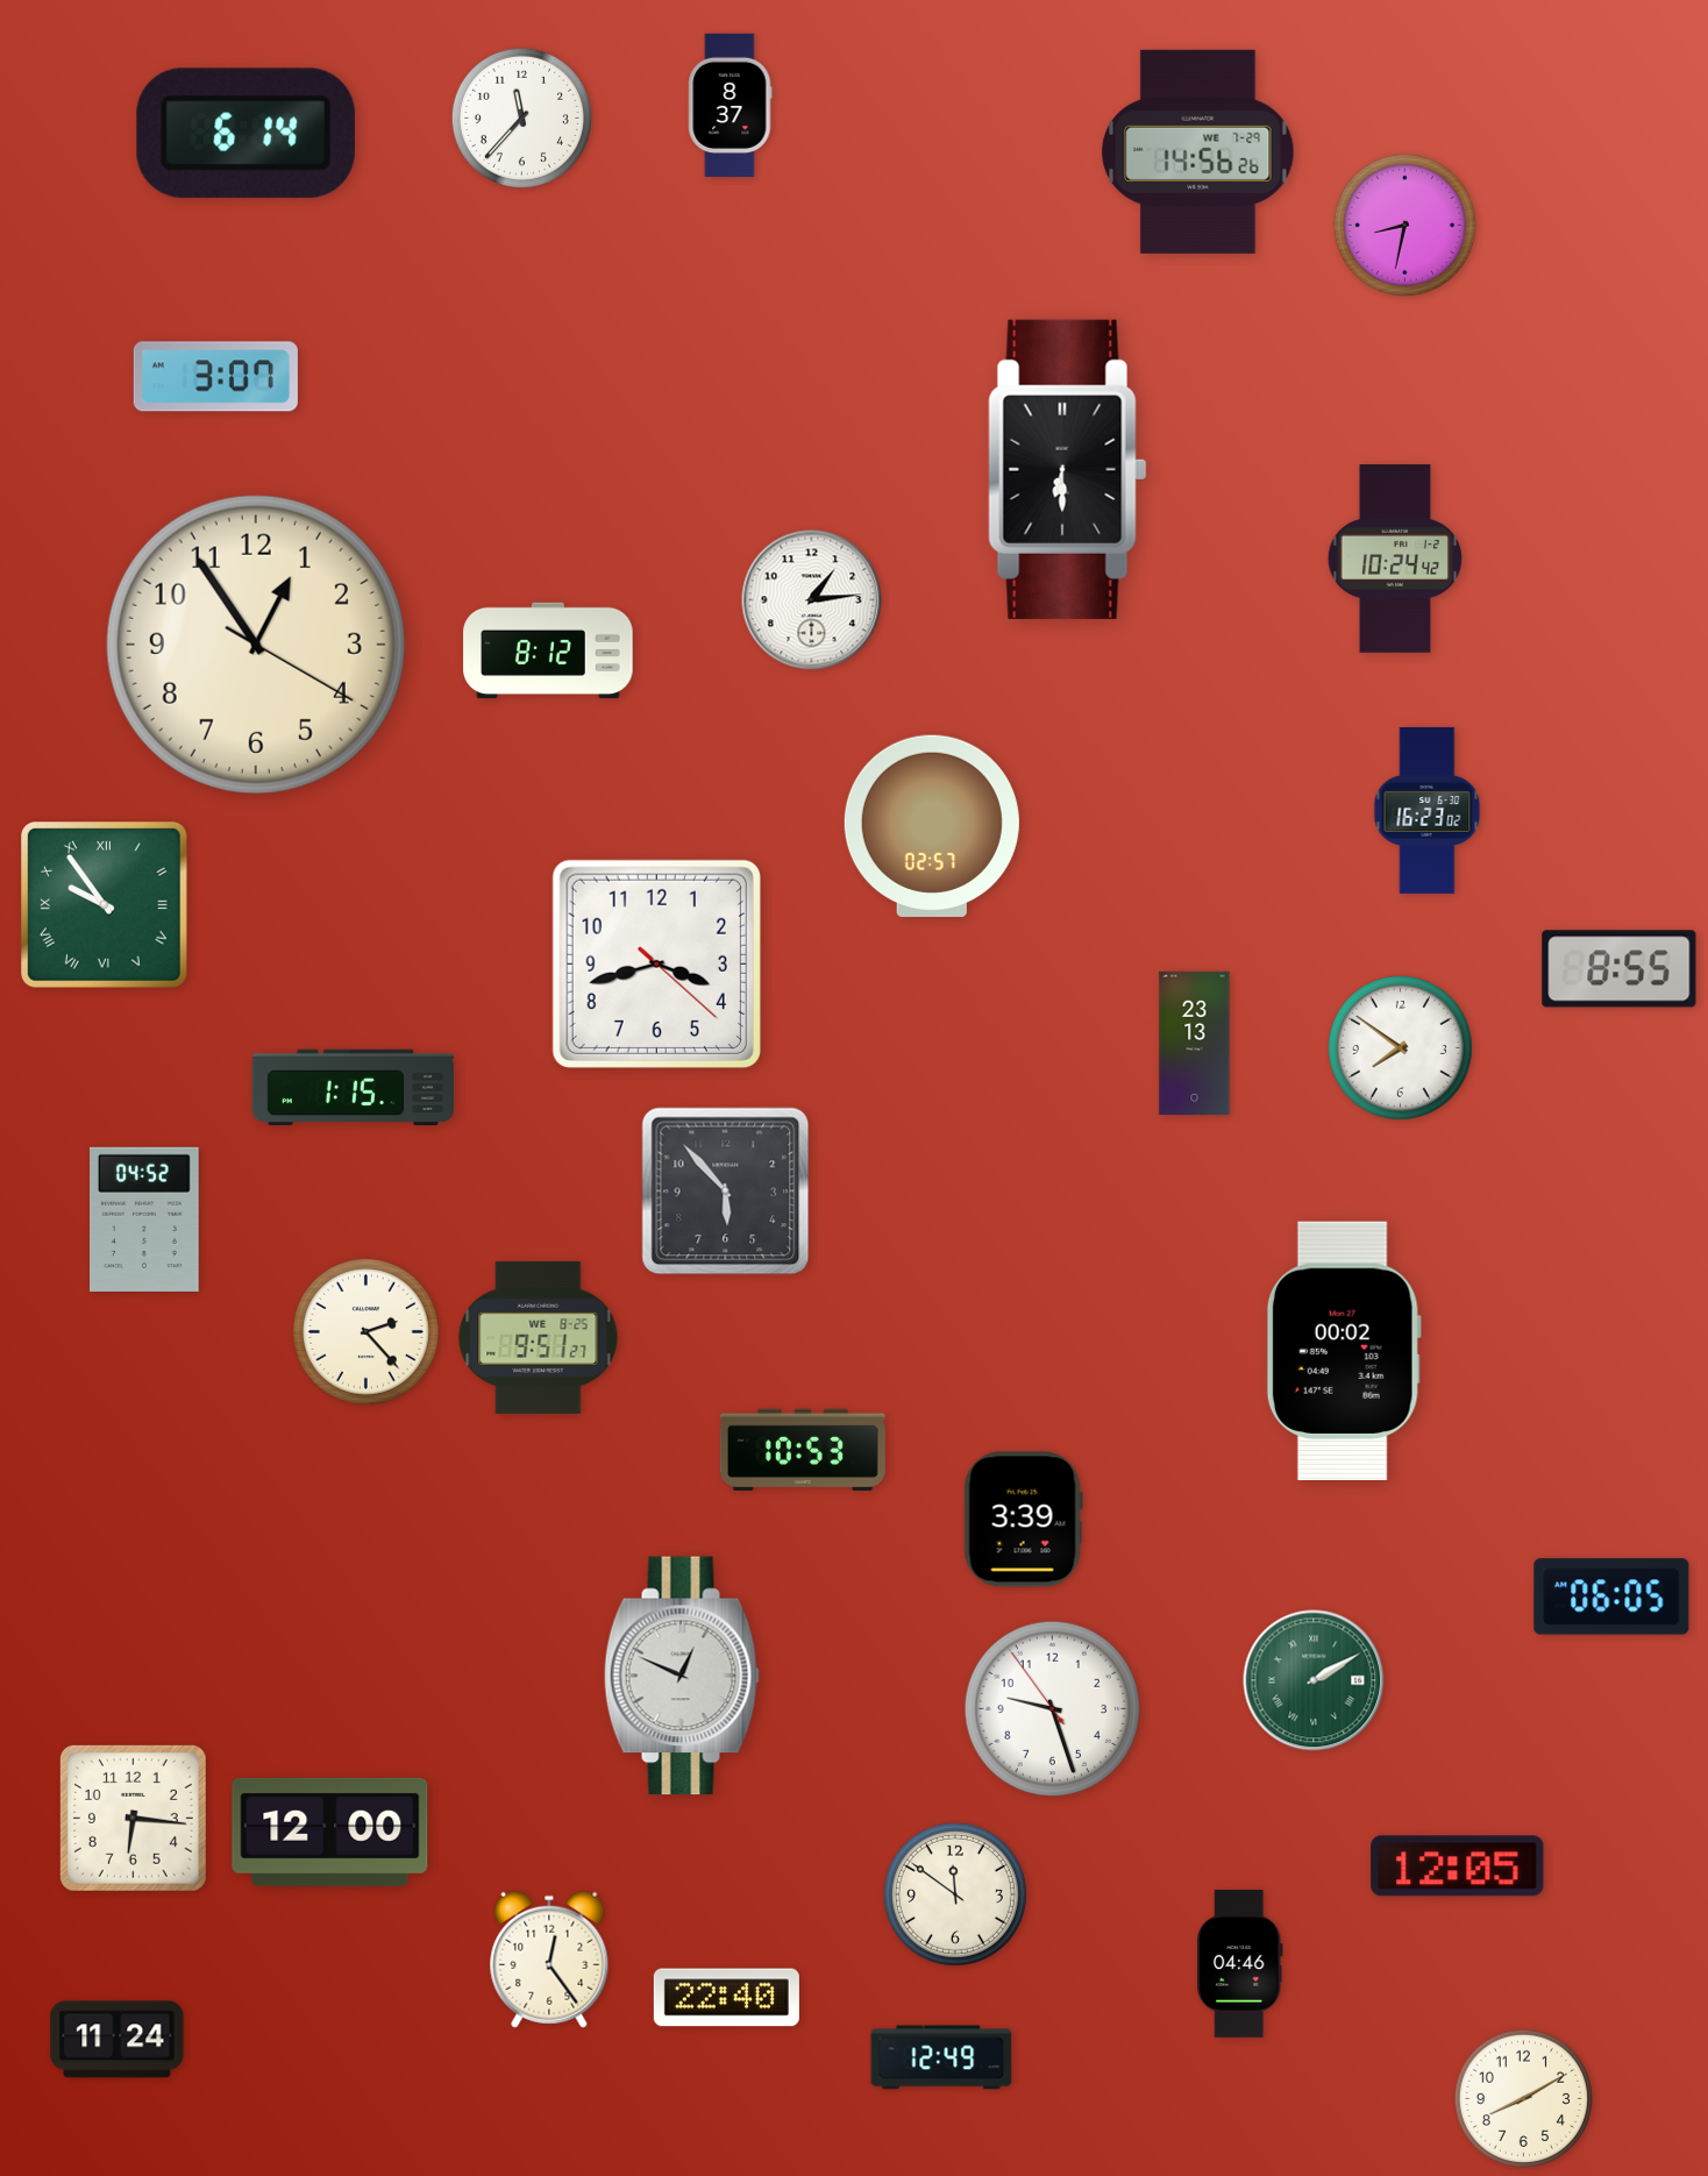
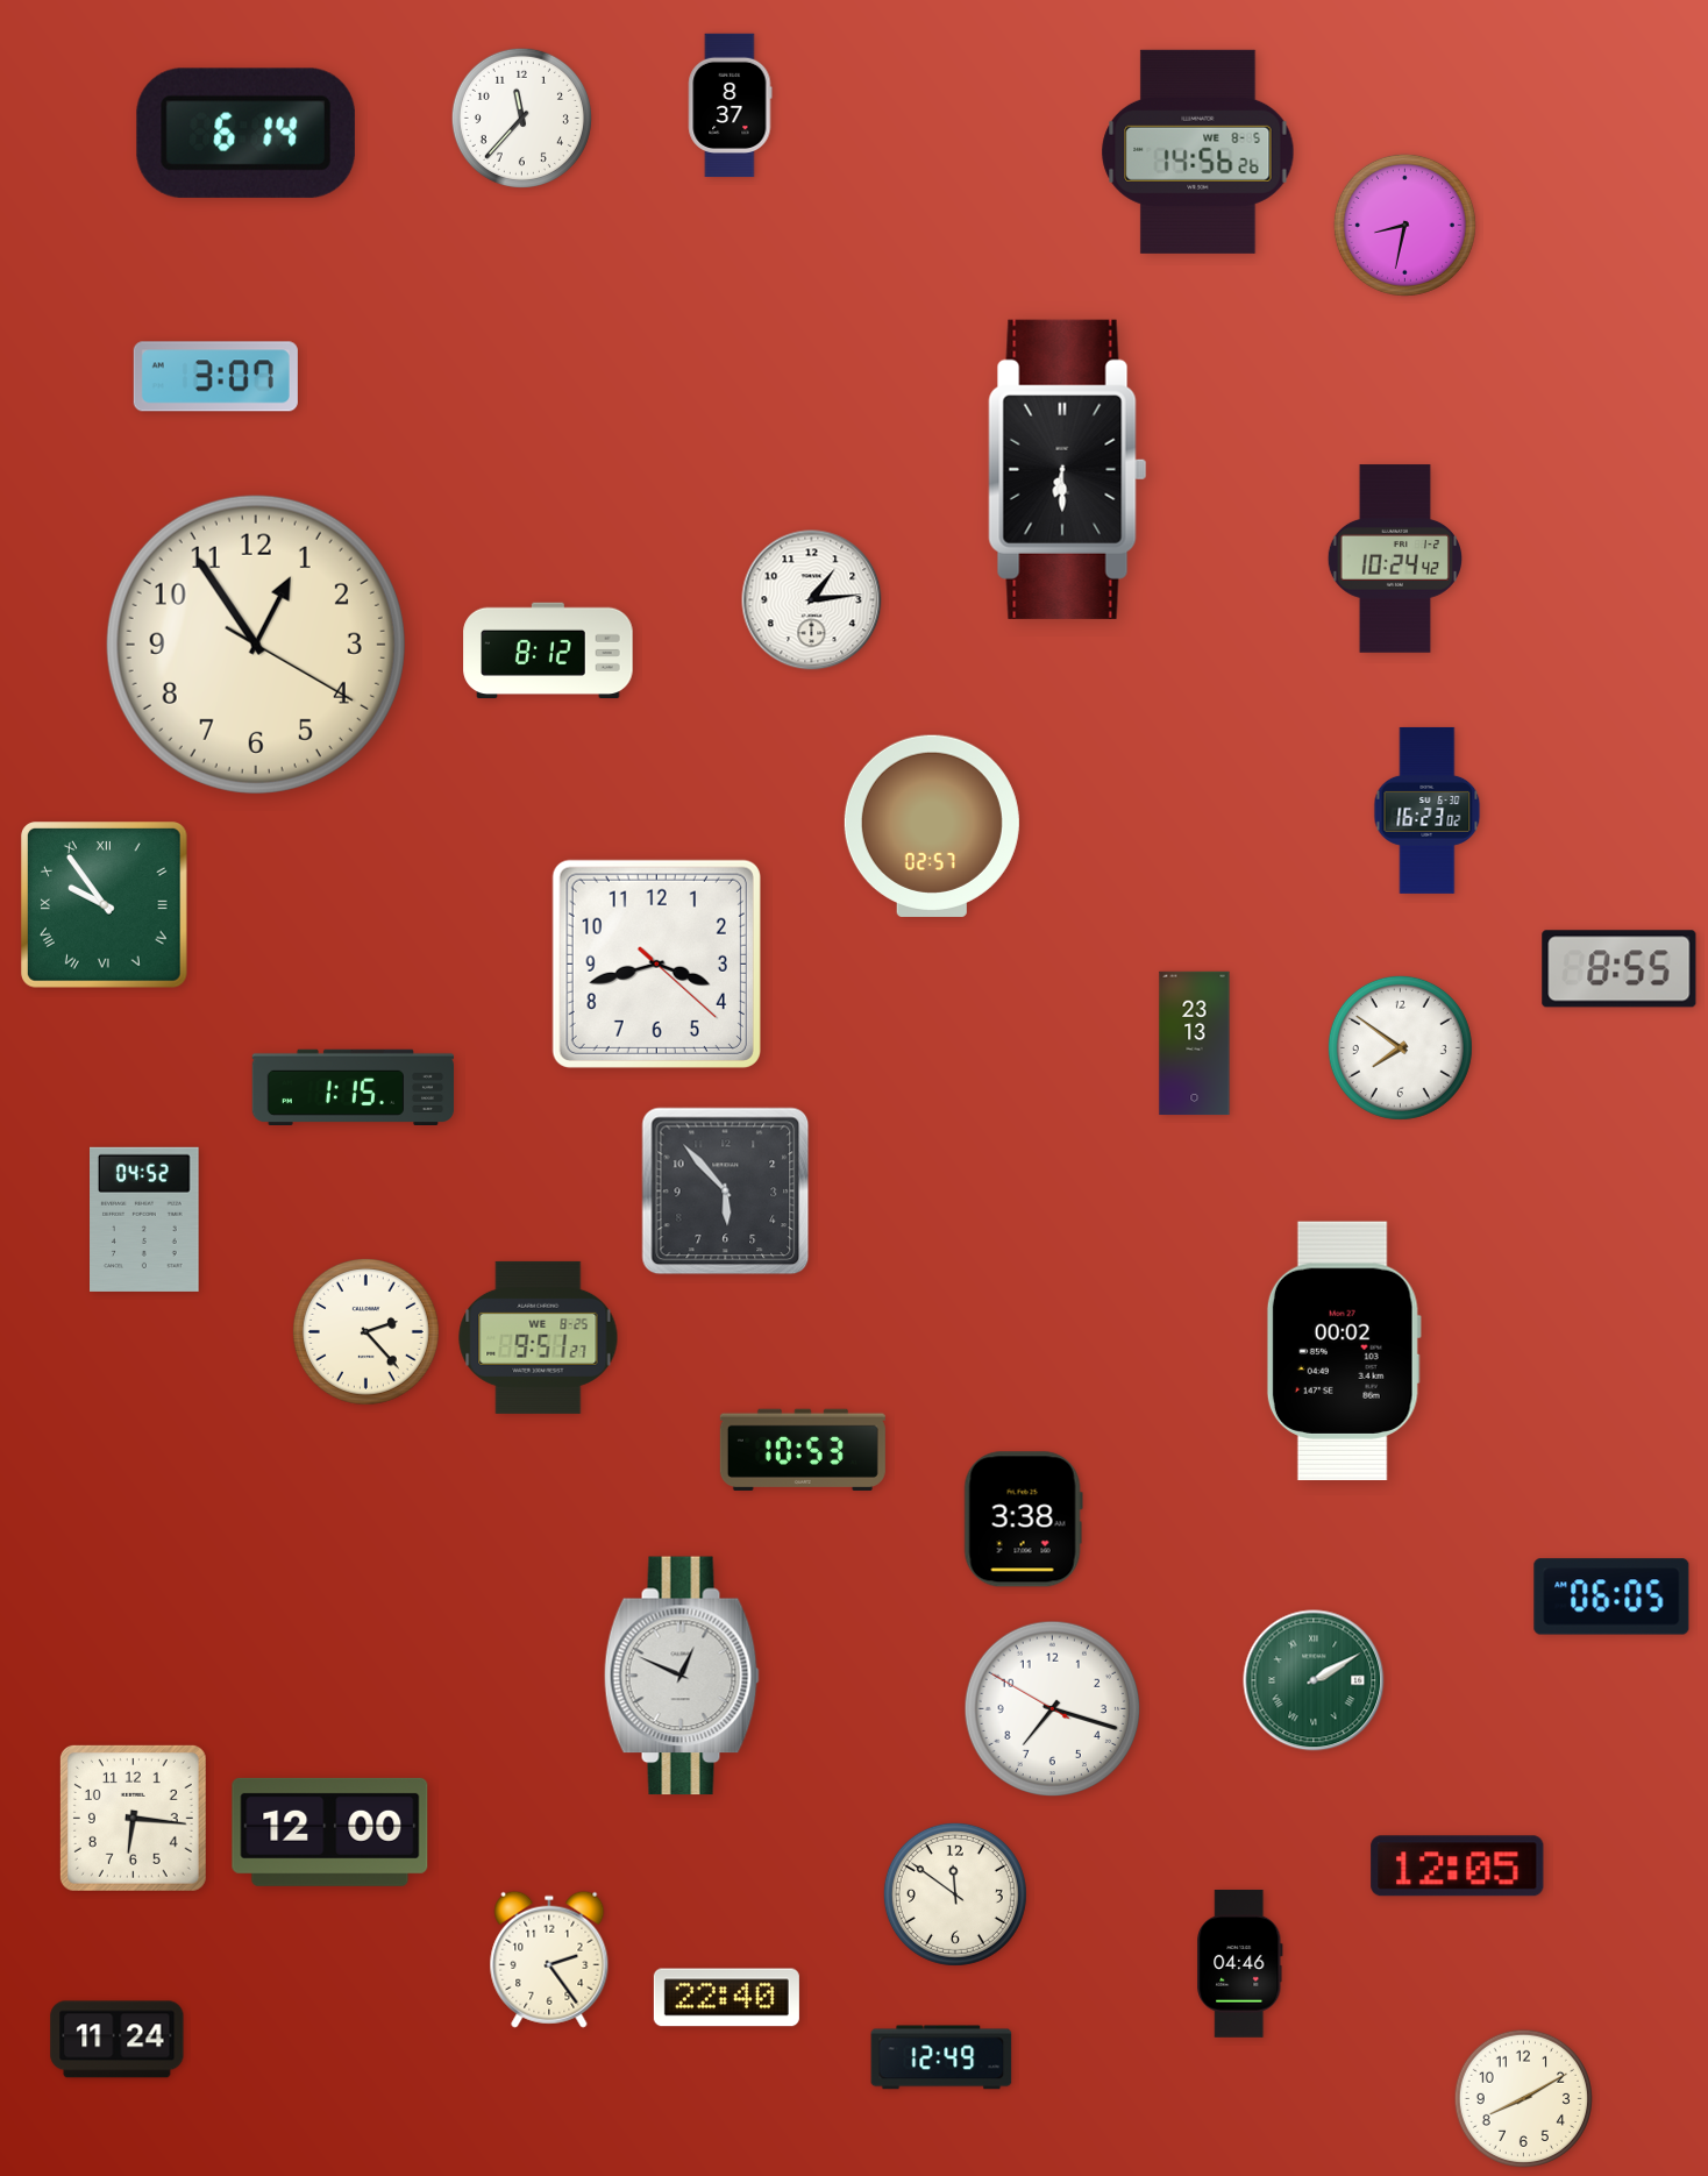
clock at (1198, 151) date: WE 7-29 -> WE 8-5
clock at (1023, 1520): 3:39 -> 3:38
clock at (1053, 1709): 9:26 -> 7:17
clock at (549, 1960): 12:24 -> 2:24
